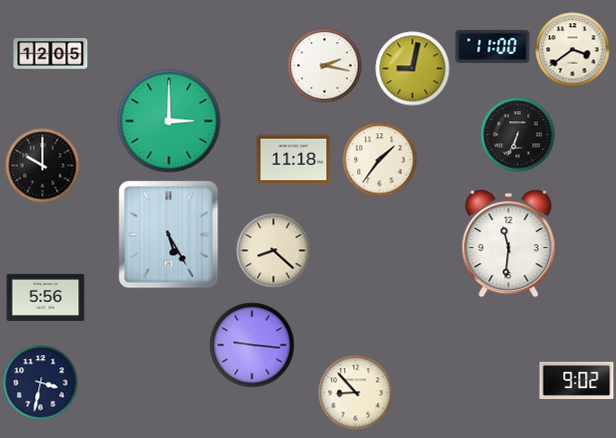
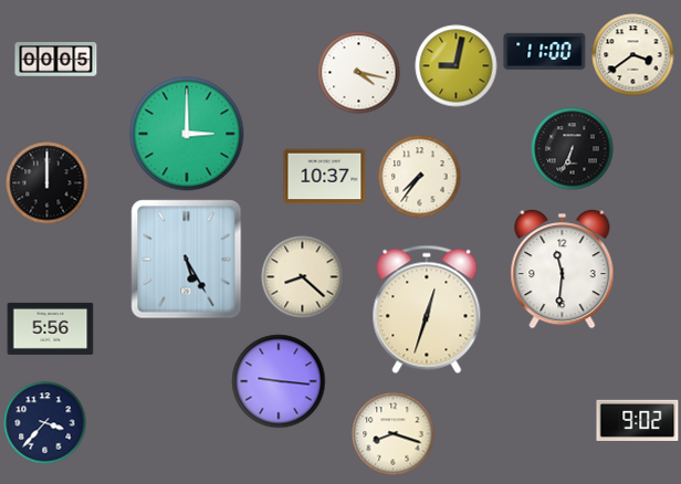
clock at (51, 54): 12:05 -> 00:05
clock at (325, 66): 2:17 -> 4:17
clock at (413, 69) position: (413, 69) -> (457, 66)
clock at (294, 160): 11:18 -> 10:37
clock at (380, 160): 1:36 -> 7:36
clock at (43, 166): 10:00 -> 12:00
clock at (427, 309): none -> 12:33
clock at (41, 383): 3:32 -> 3:37
clock at (356, 393): 8:53 -> 8:18
